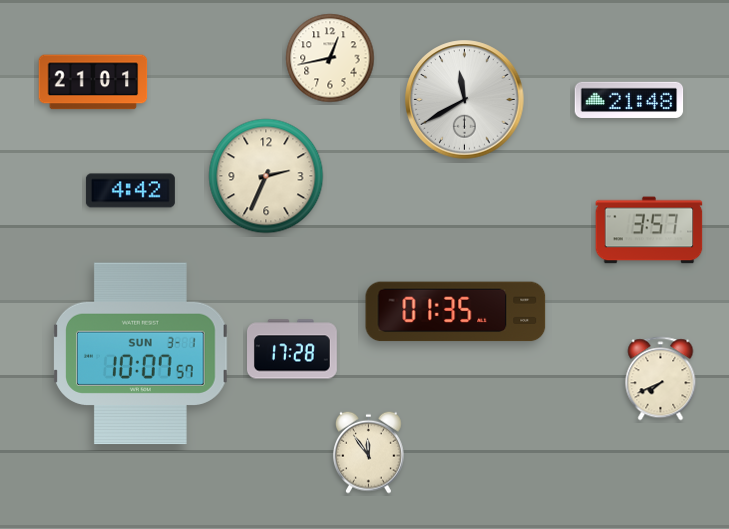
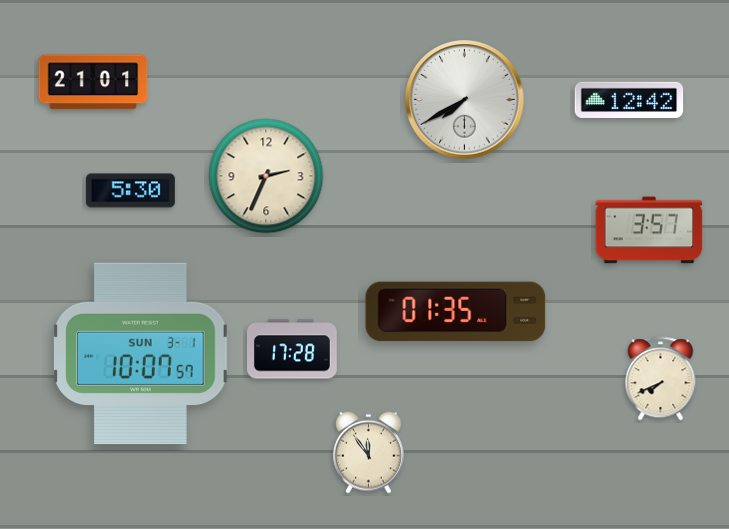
clock at (330, 58): 12:43 -> none
clock at (629, 99): 21:48 -> 12:42
clock at (465, 100): 11:40 -> 7:40
clock at (130, 191): 4:42 -> 5:30
